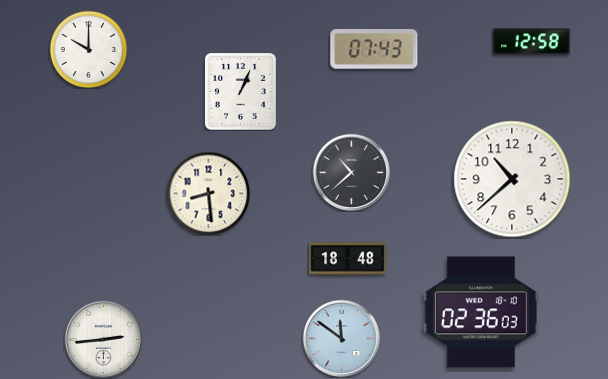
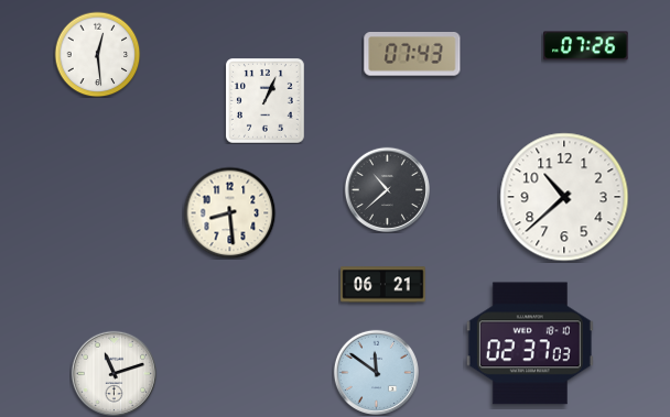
clock at (532, 42): 12:58 -> 07:26
clock at (88, 49): 10:00 -> 12:29
clock at (348, 259): 18:48 -> 06:21
clock at (481, 312): 02:36 -> 02:37
clock at (103, 339): 2:44 -> 11:12
